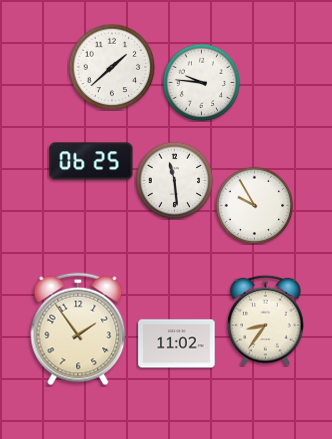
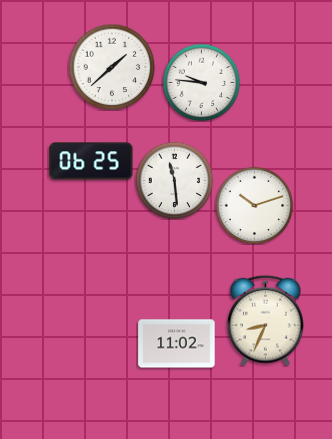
clock at (254, 205): 9:55 -> 10:12
clock at (266, 320): 8:36 -> 8:34
clock at (78, 329): 1:54 -> none
